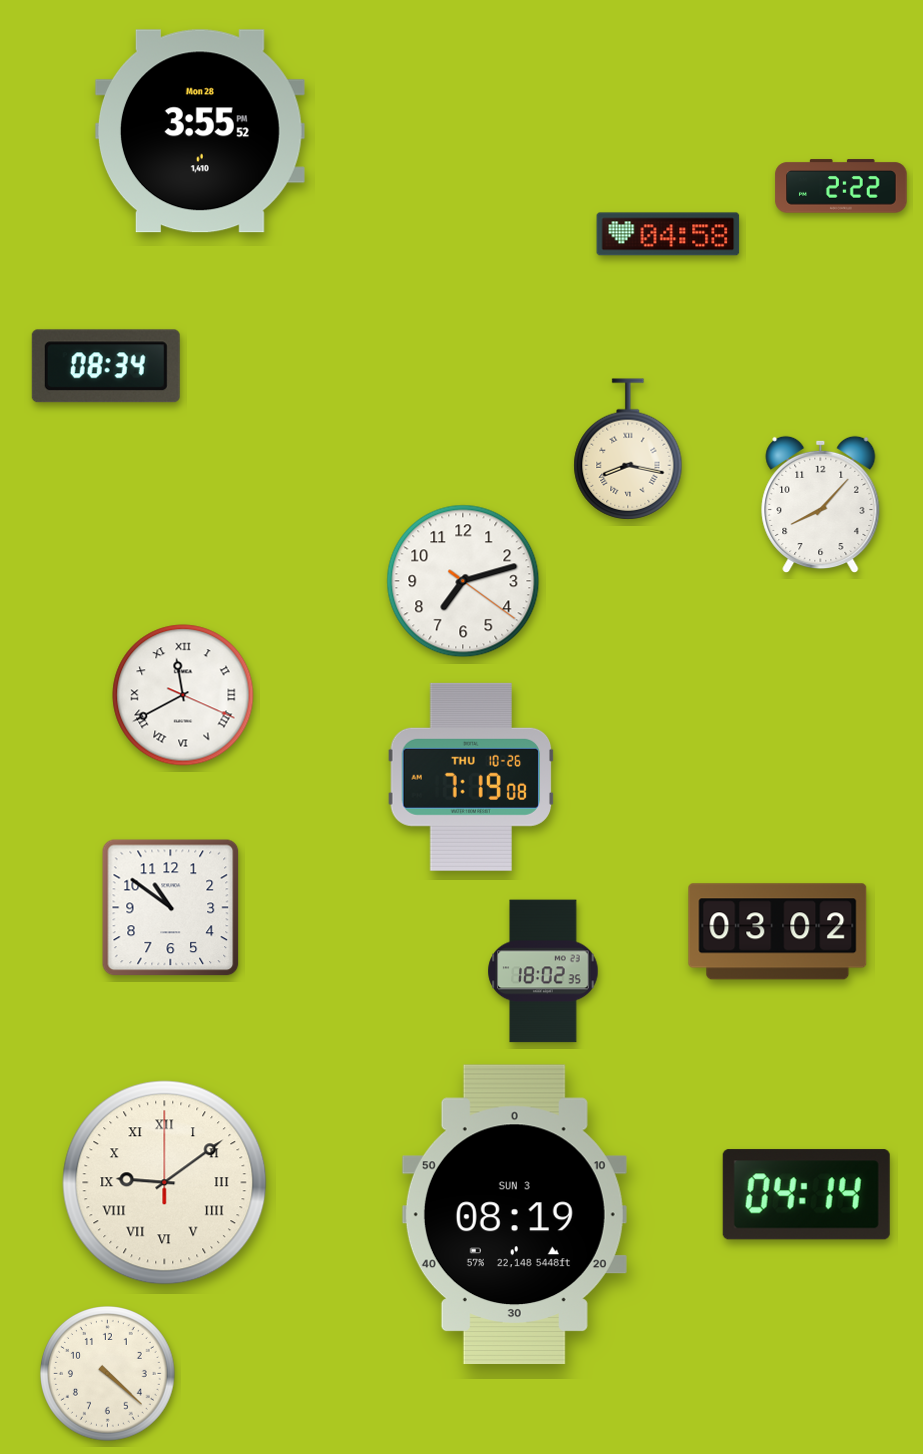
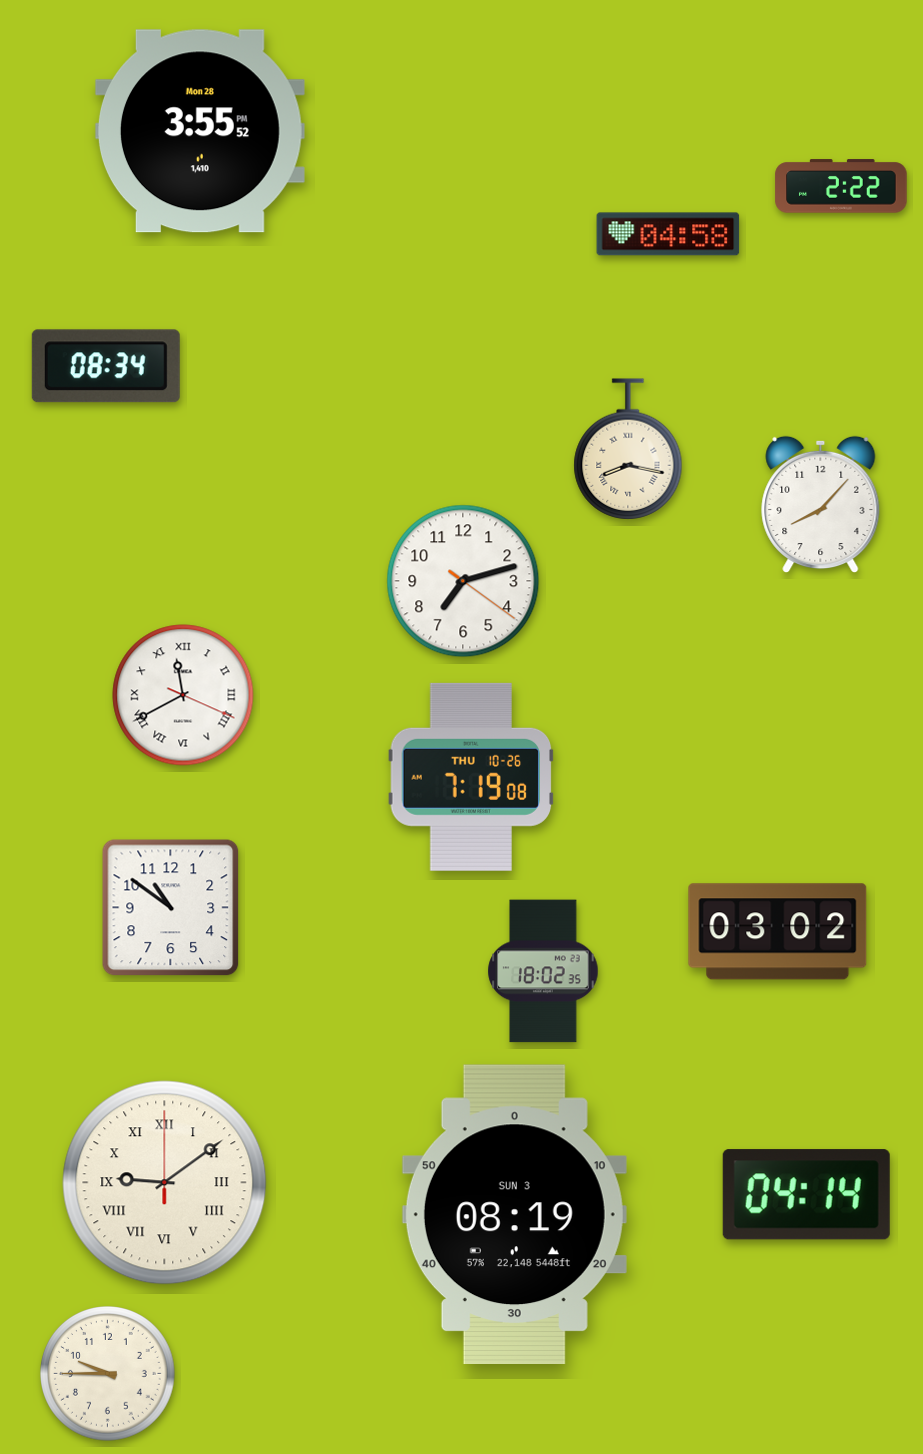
clock at (108, 1374): 4:22 -> 9:45
